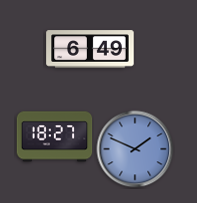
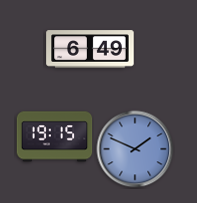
clock at (55, 137): 18:27 -> 19:15
